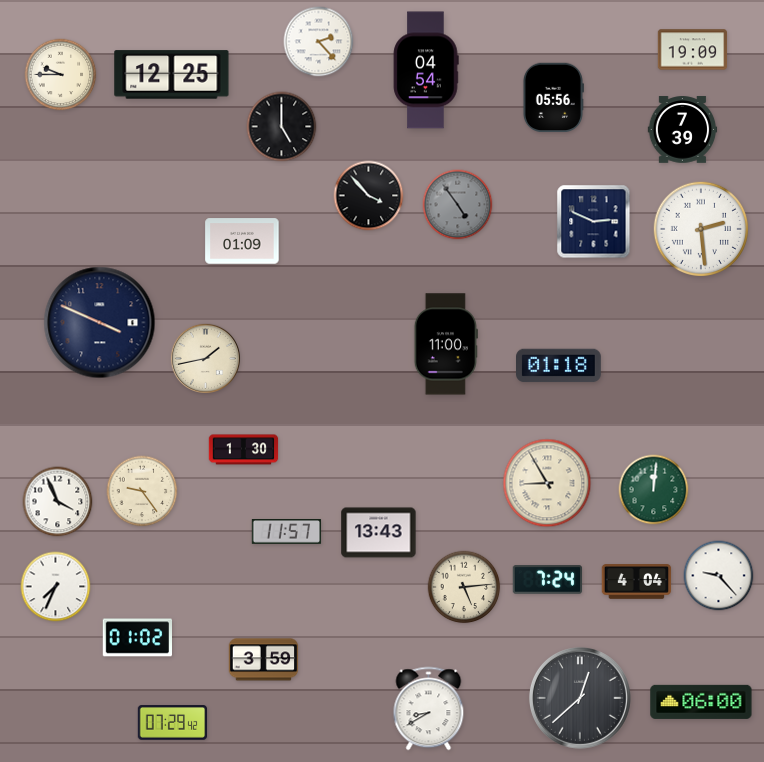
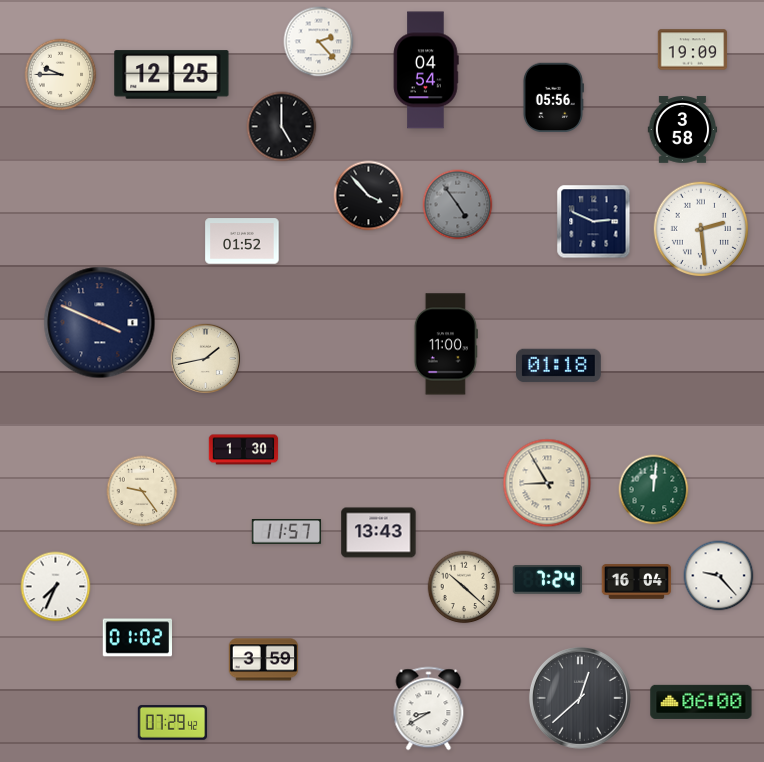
clock at (683, 130): 7:39 -> 3:58
clock at (242, 241): 01:09 -> 01:52
clock at (58, 502): 3:56 -> none
clock at (637, 582): 4:04 -> 16:04
clock at (464, 587): 5:14 -> 10:22
